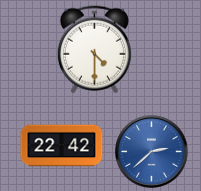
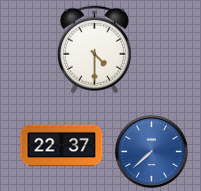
clock at (62, 146): 22:42 -> 22:37
clock at (152, 152): 2:38 -> 7:38
